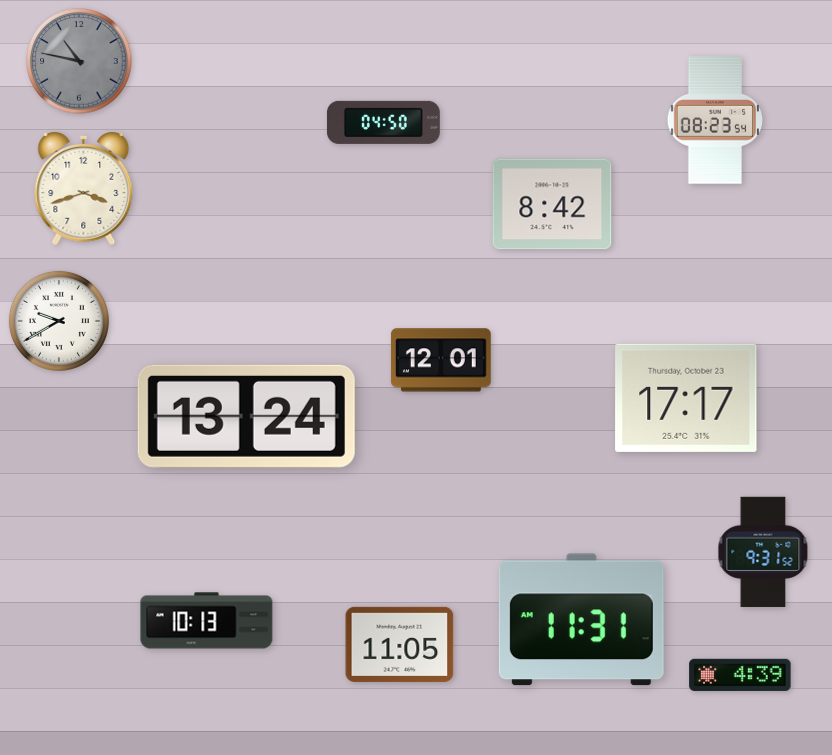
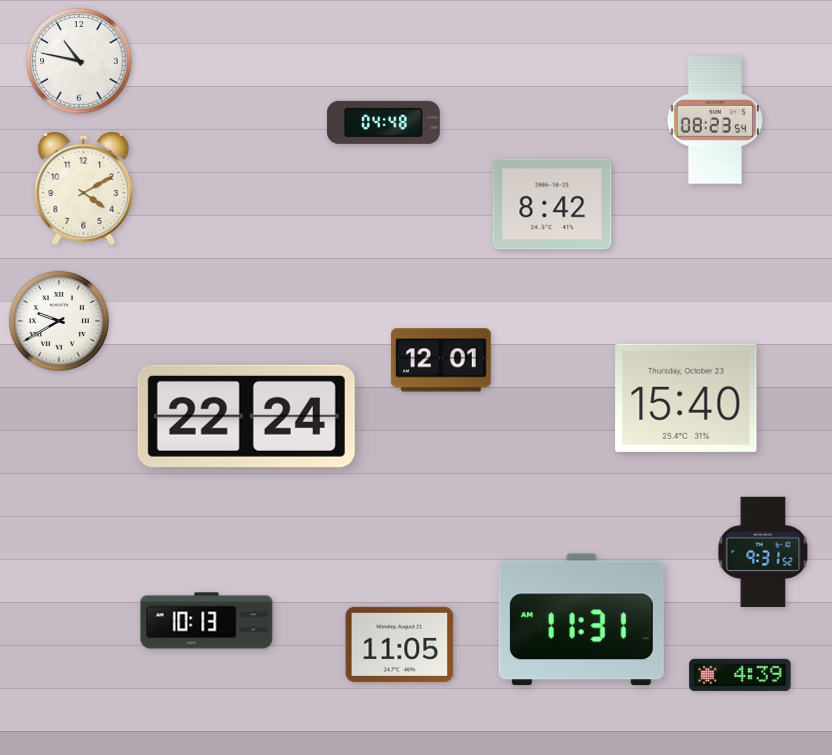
clock at (79, 61) dial: grey -> white
clock at (383, 122): 04:50 -> 04:48
clock at (84, 189): 3:42 -> 4:10
clock at (686, 398): 17:17 -> 15:40
clock at (246, 416): 13:24 -> 22:24
